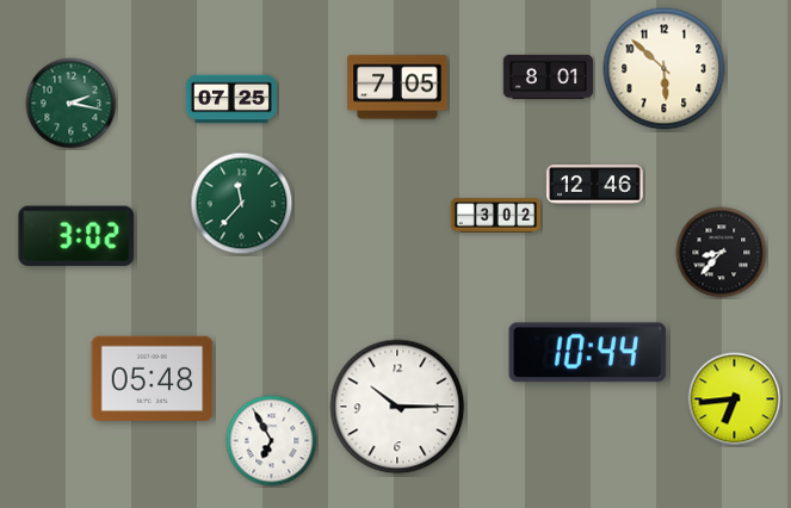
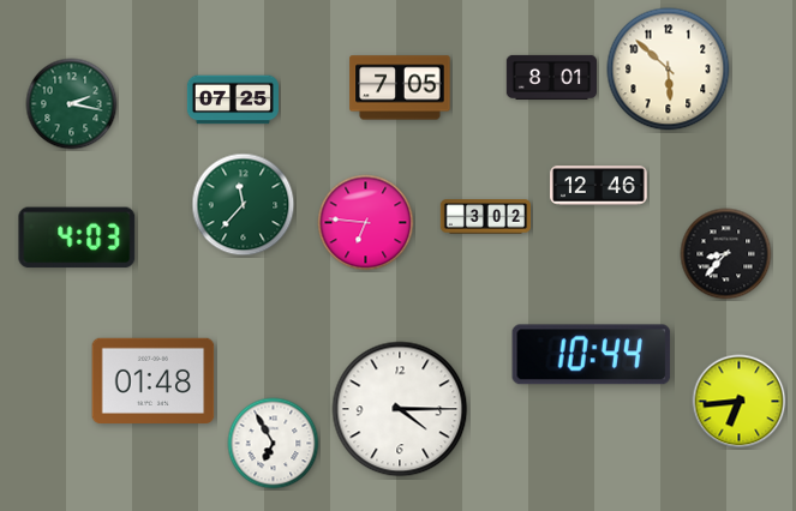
clock at (495, 216) position: (495, 216) -> (485, 217)
clock at (366, 223): none -> 6:46
clock at (76, 236): 3:02 -> 4:03
clock at (153, 378): 05:48 -> 01:48
clock at (397, 407): 10:15 -> 4:15
